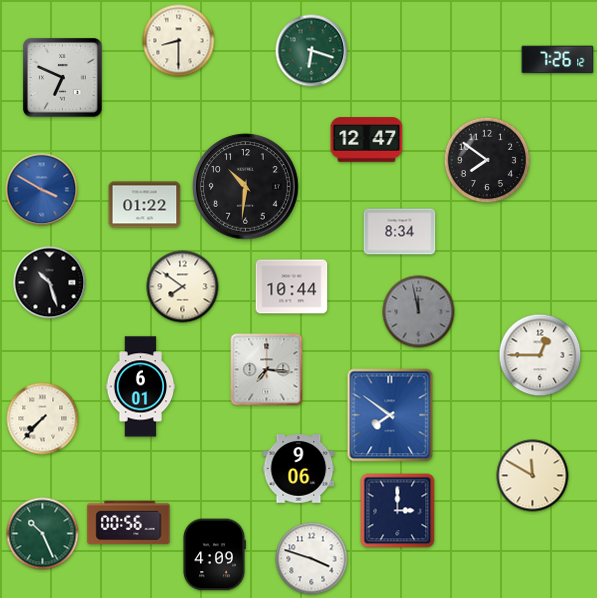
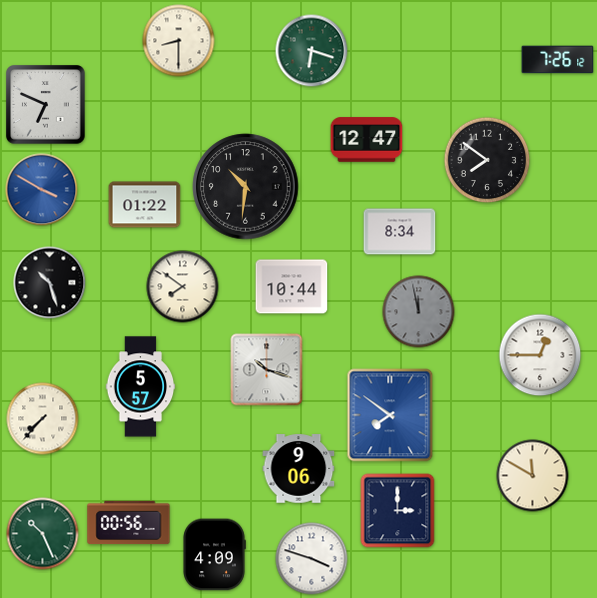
clock at (63, 78) position: (63, 78) -> (46, 105)
clock at (267, 370): 7:16 -> 10:18
clock at (141, 387): 6:01 -> 5:57
